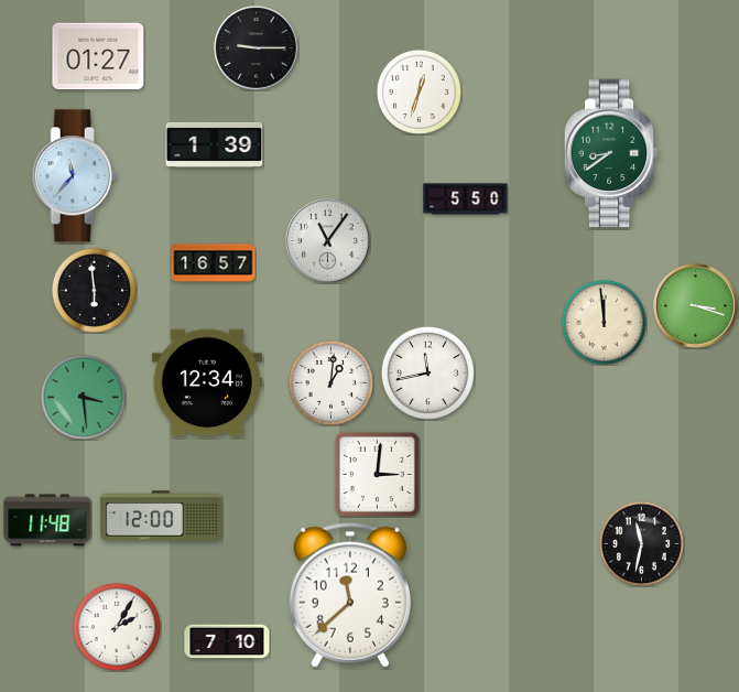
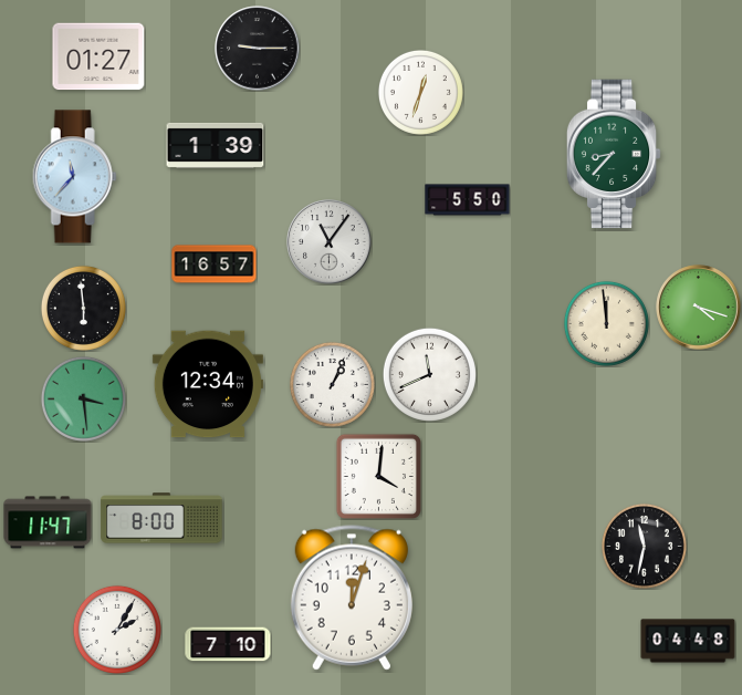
clock at (611, 153): 8:39 -> 8:37
clock at (94, 290) position: (94, 290) -> (83, 308)
clock at (696, 306): 3:18 -> 4:18
clock at (427, 372): 11:43 -> 11:41
clock at (330, 382): 1:01 -> 1:04
clock at (377, 474): 3:01 -> 4:01
clock at (161, 516): 12:00 -> 8:00
clock at (47, 520): 11:48 -> 11:47
clock at (350, 595): 11:38 -> 12:03
clock at (688, 641): none -> 04:48
